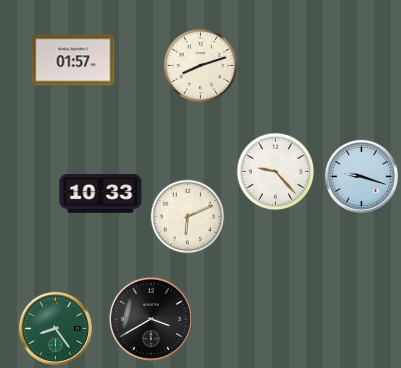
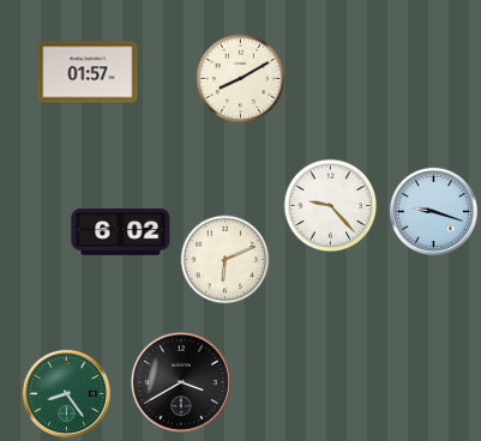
clock at (201, 66): 8:12 -> 8:10
clock at (101, 194): 10:33 -> 6:02
